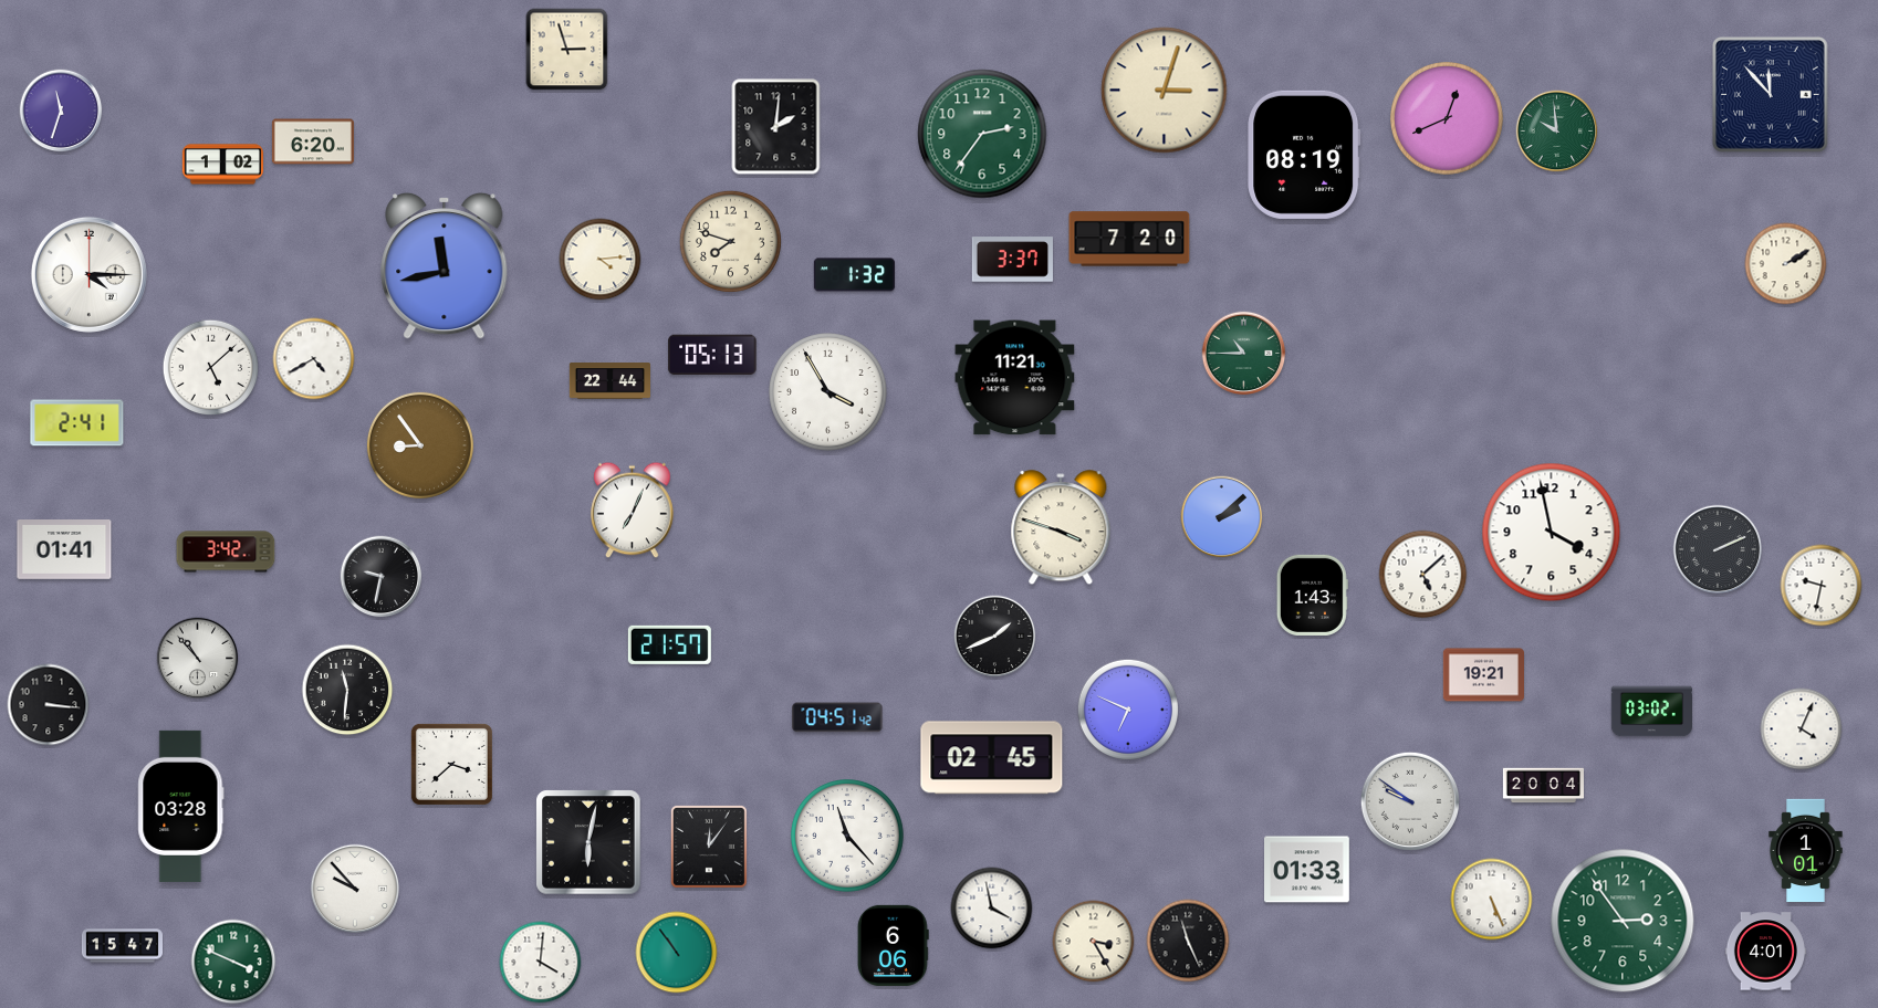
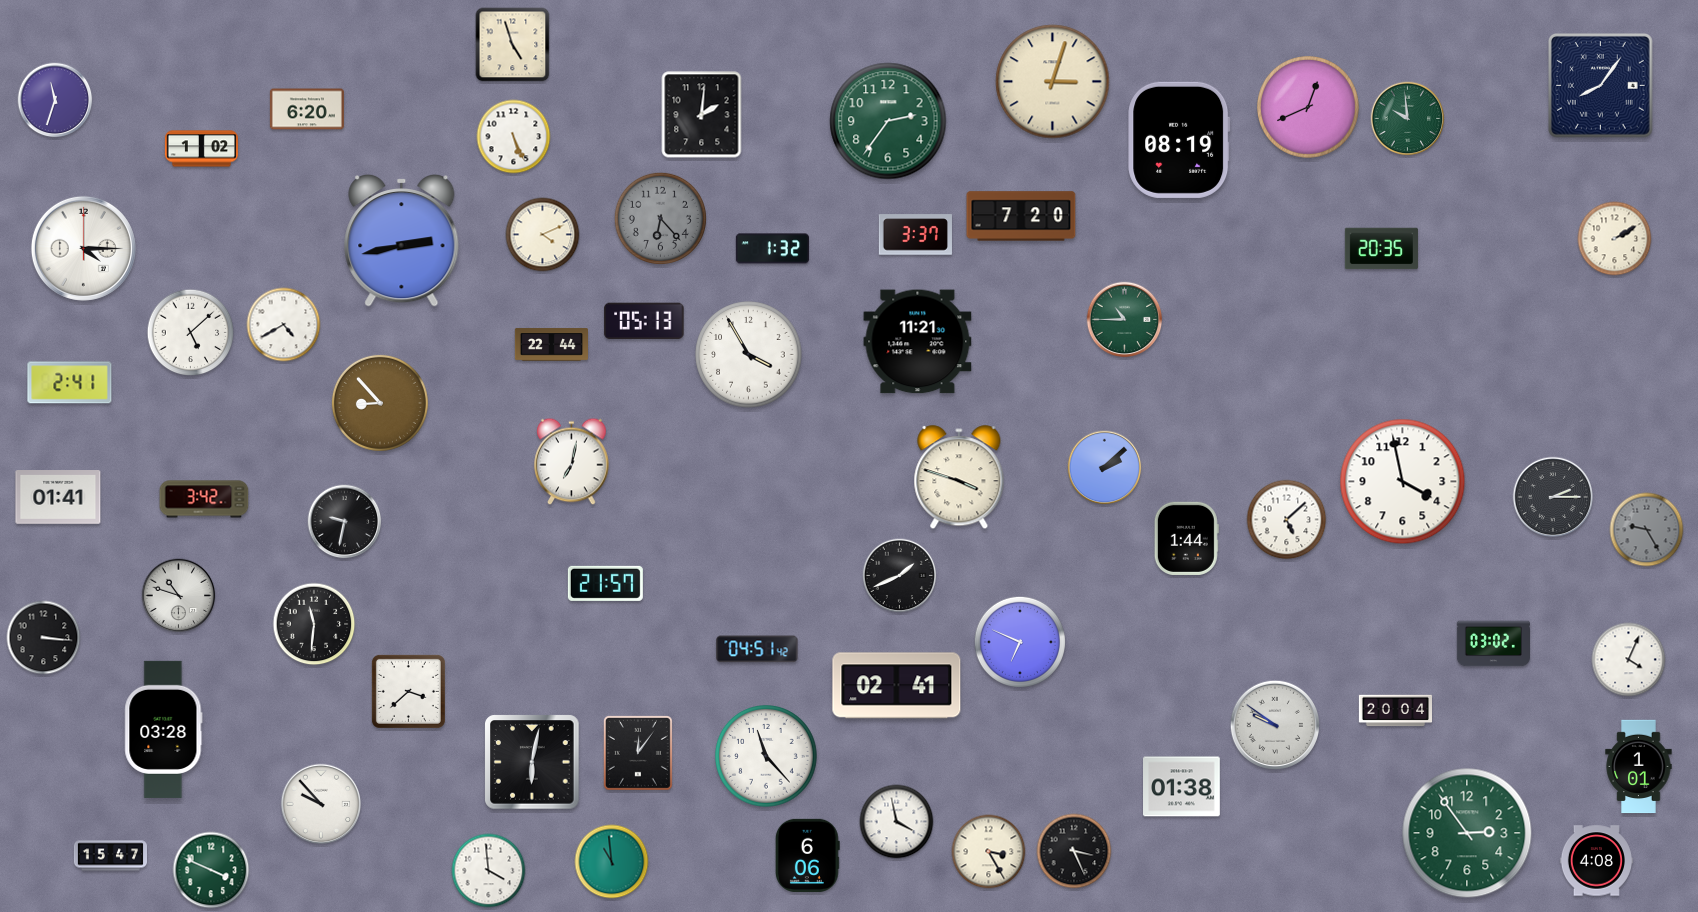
clock at (567, 50): 2:57 -> 4:57
clock at (1771, 95): 11:53 -> 8:06
clock at (313, 141) position: (313, 141) -> (307, 109)
clock at (514, 137): none -> 5:26
clock at (730, 241): 7:48 -> 6:23
clock at (730, 241) dial: cream -> grey
clock at (601, 260): 4:14 -> 4:11
clock at (445, 265): 11:43 -> 2:43
clock at (88, 274) position: (88, 274) -> (83, 248)
clock at (1381, 249): none -> 20:35
clock at (420, 445): 8:54 -> 8:53
clock at (633, 511): 7:04 -> 7:02
clock at (1718, 549): 2:11 -> 2:15
clock at (1822, 586): 9:32 -> 9:25
clock at (1822, 586) dial: white -> grey
clock at (1312, 595): 1:43 -> 1:44
clock at (198, 659): 10:53 -> 10:48
clock at (1483, 675): 19:21 -> none
clock at (992, 758): 02:45 -> 02:41
clock at (709, 847) position: (709, 847) -> (638, 753)
clock at (1806, 851) position: (1806, 851) -> (1639, 767)
clock at (1307, 870): 01:33 -> 01:38
clock at (1492, 900): 5:26 -> none
clock at (1188, 941): 11:26 -> 3:26
clock at (1765, 952): 4:01 -> 4:08
clock at (677, 953): 10:54 -> 10:59
clock at (541, 963): 4:01 -> 3:59
